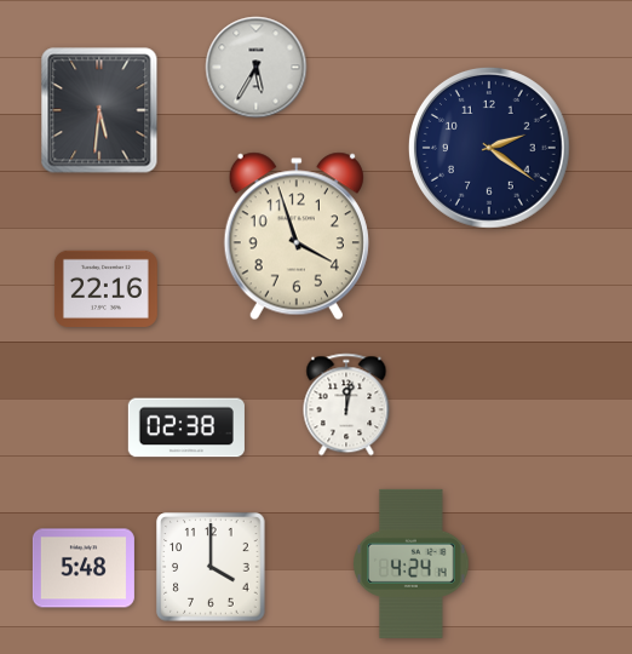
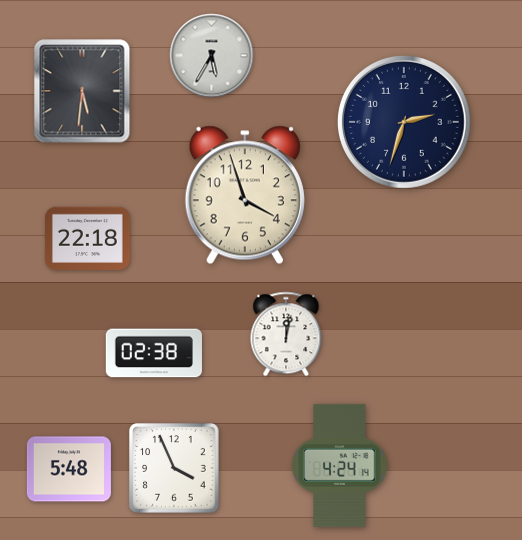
clock at (490, 149): 2:21 -> 2:33
clock at (105, 288): 22:16 -> 22:18
clock at (211, 567): 4:00 -> 3:56
